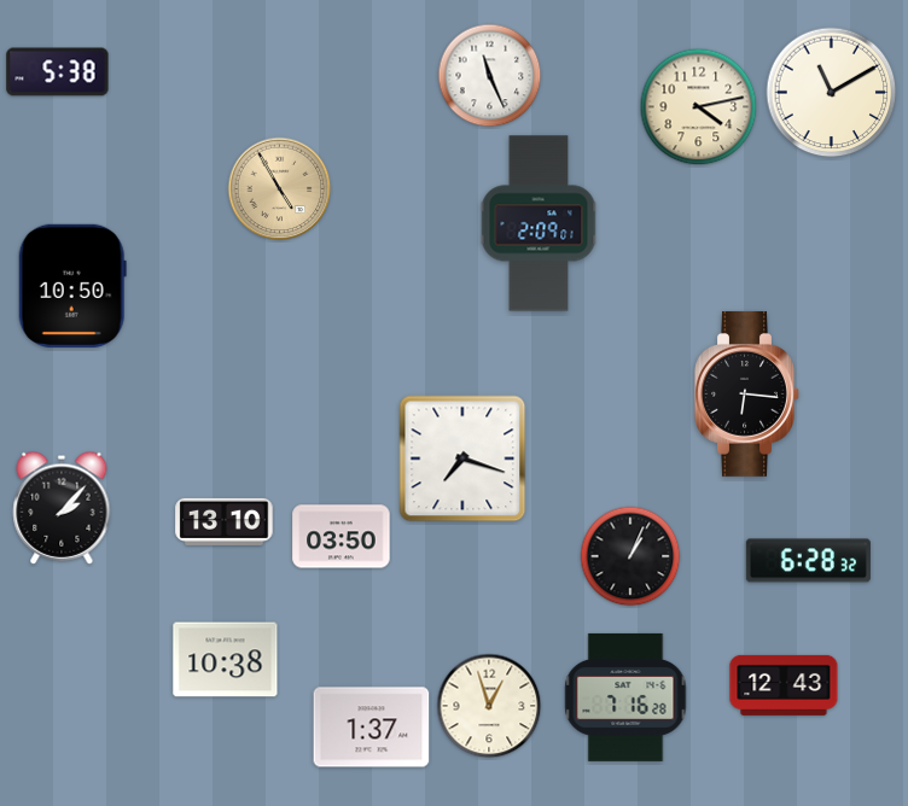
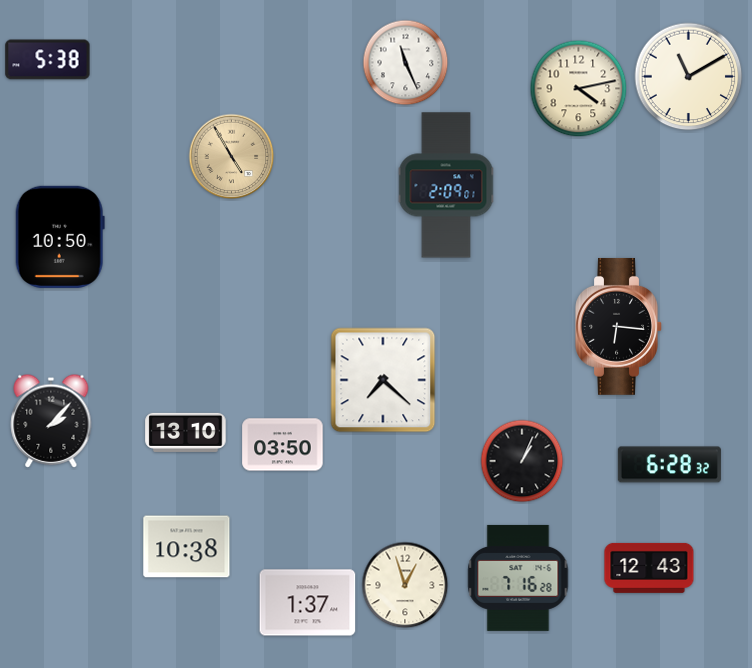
clock at (462, 459): 7:18 -> 7:22
